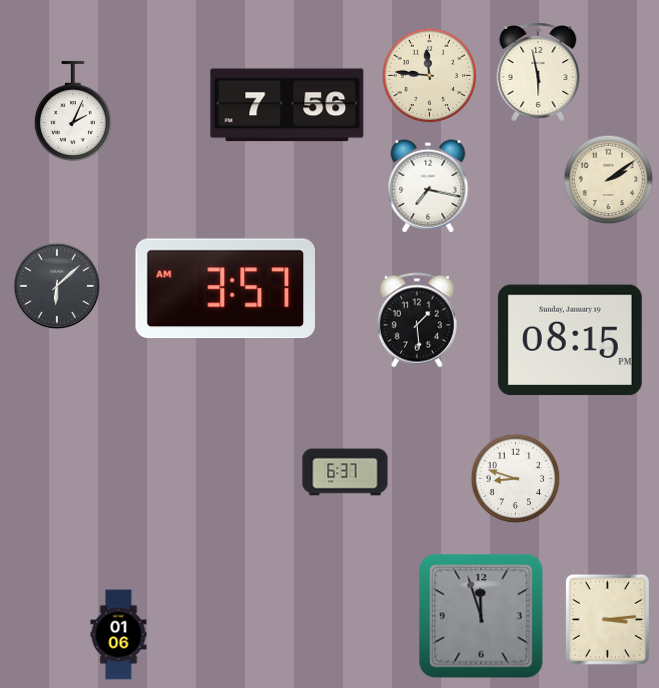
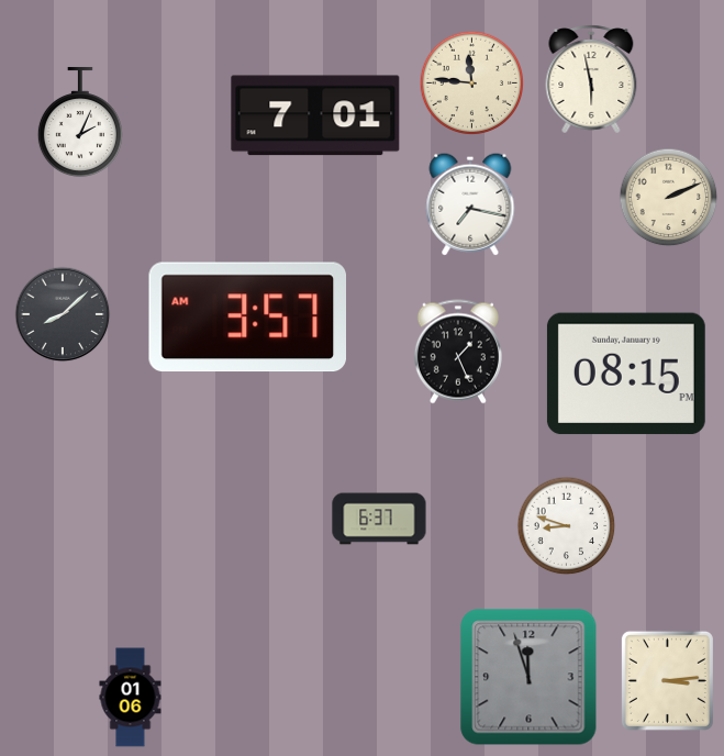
clock at (287, 105): 7:56 -> 7:01
clock at (609, 180): 2:09 -> 2:11
clock at (57, 286): 6:08 -> 8:08
clock at (417, 320): 1:29 -> 1:26
